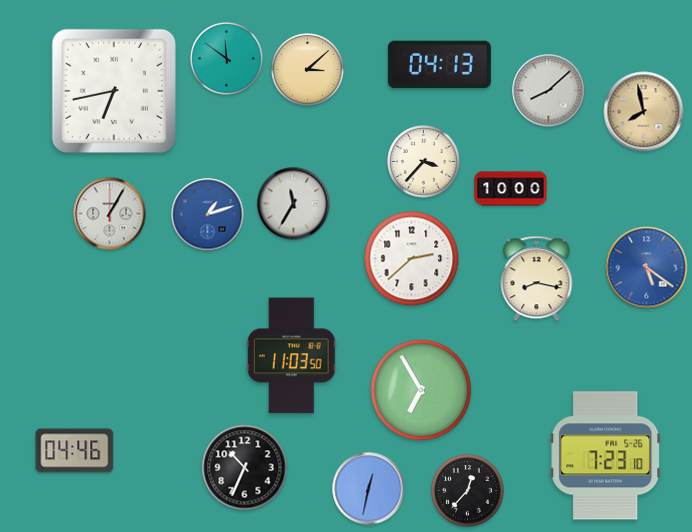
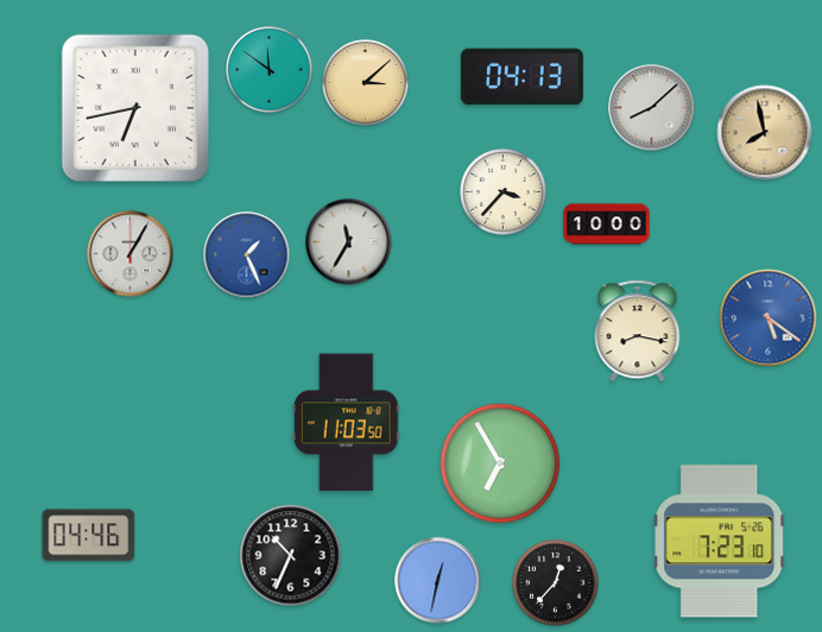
clock at (208, 215): 1:12 -> 1:26
clock at (412, 259): 2:38 -> none
